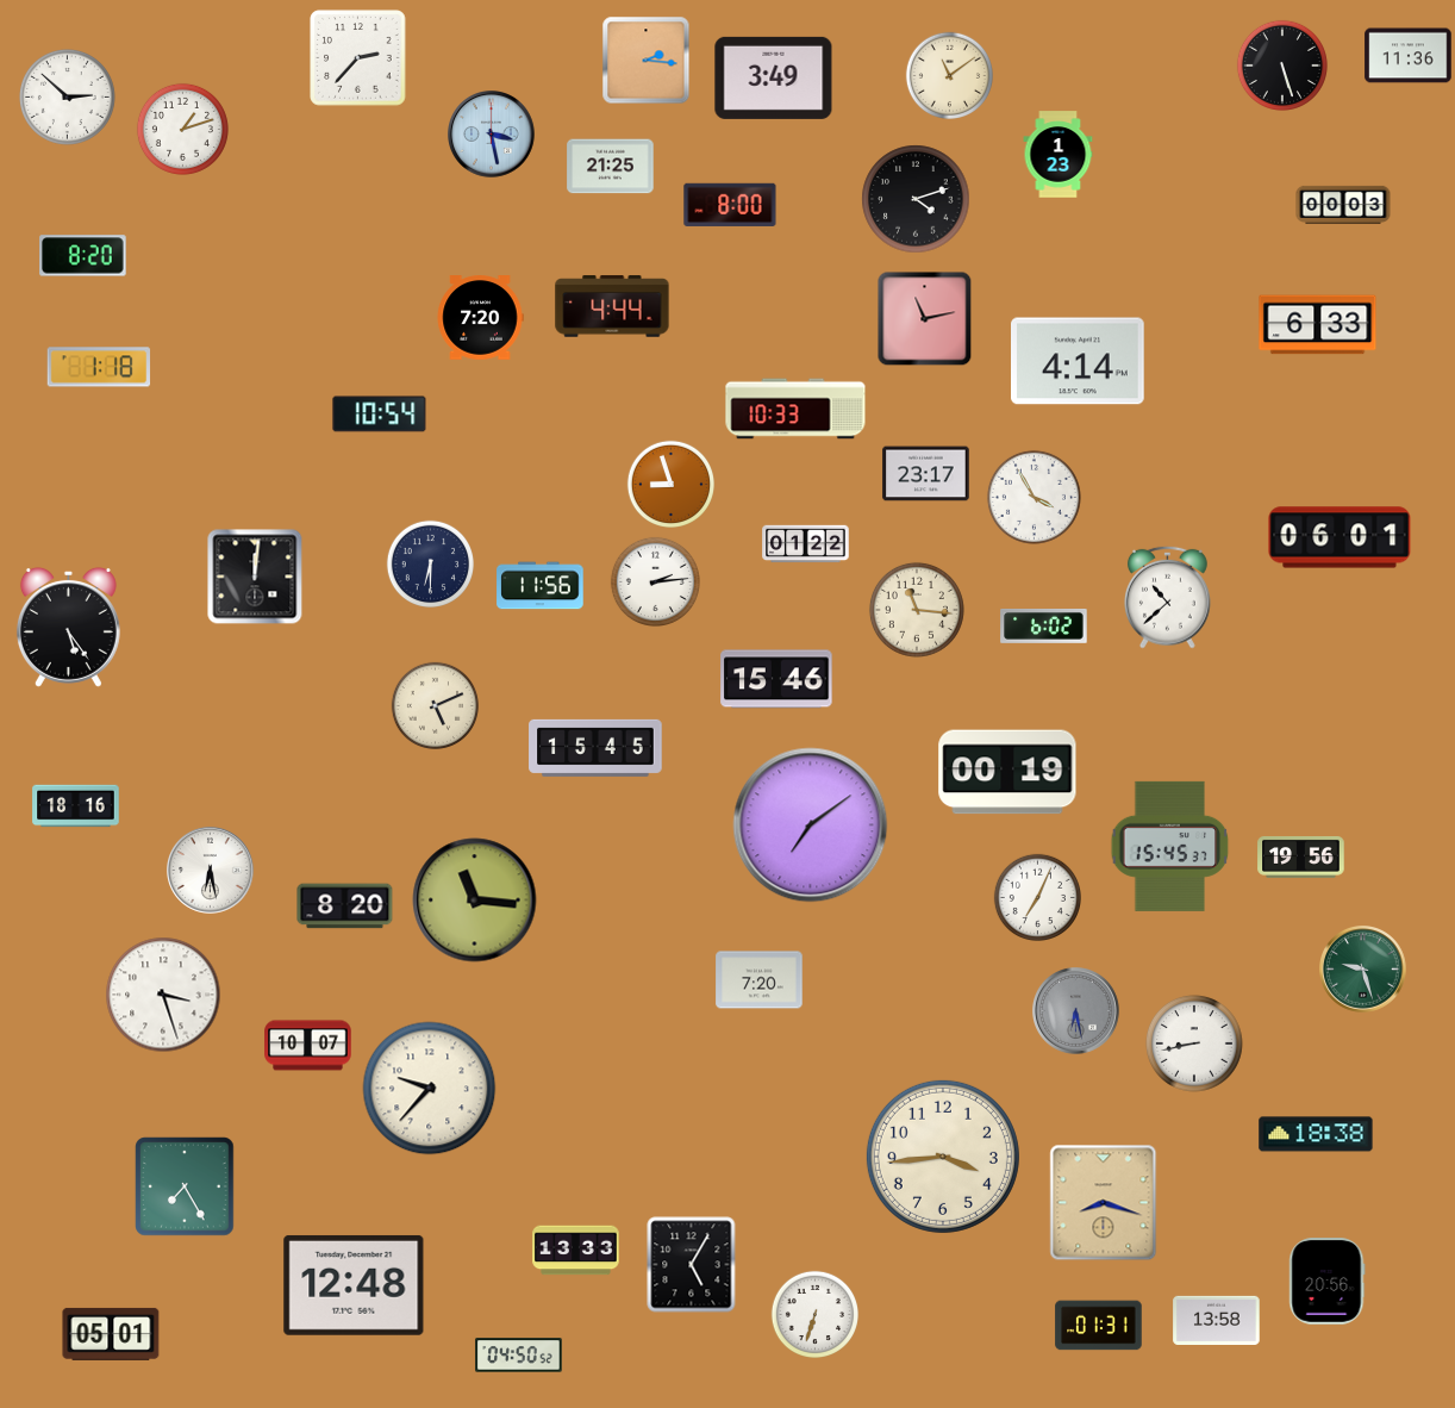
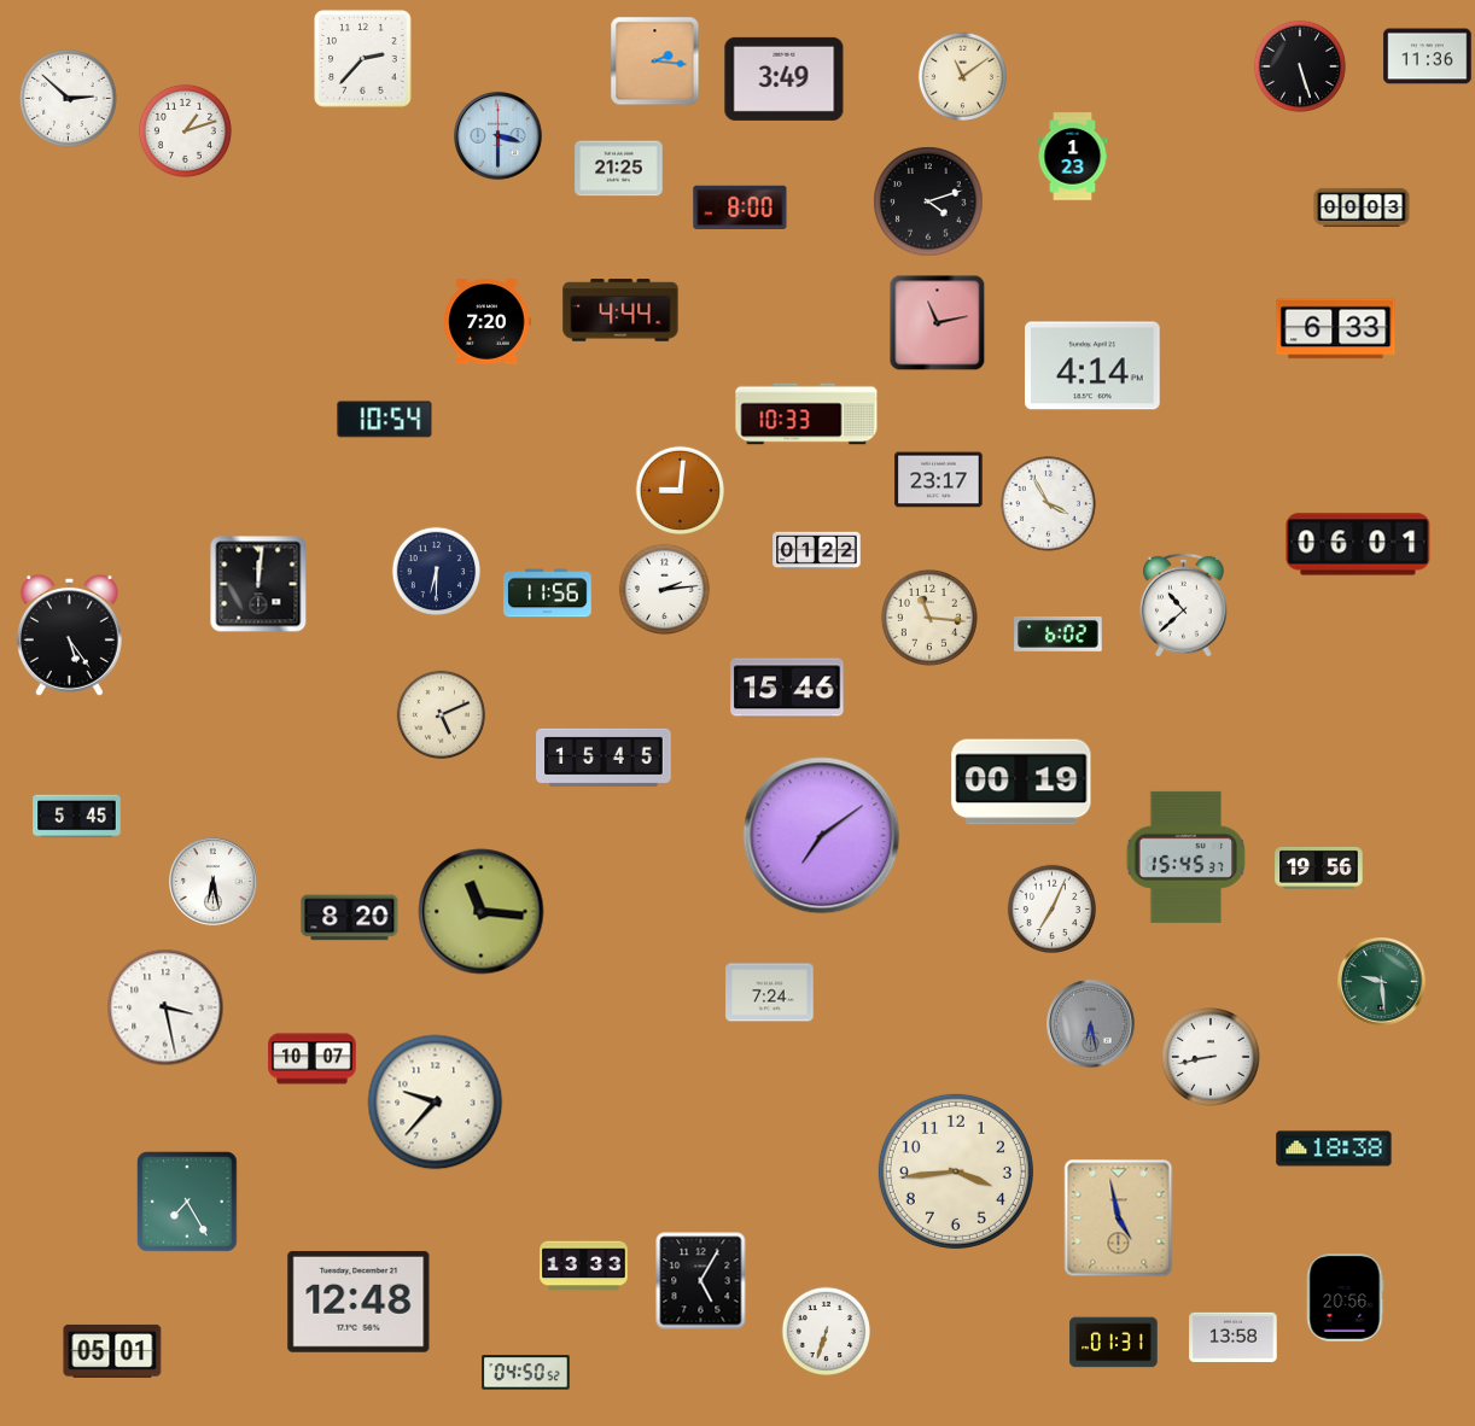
clock at (492, 135): 3:28 -> 3:30
clock at (83, 256): 8:20 -> none
clock at (99, 367): 1:18 -> none
clock at (670, 484): 8:57 -> 9:01
clock at (76, 806): 18:16 -> 5:45
clock at (1363, 970): 9:27 -> 9:29
clock at (760, 980): 7:20 -> 7:24
clock at (163, 995): 3:27 -> 3:28
clock at (1104, 1203): 8:18 -> 4:58
